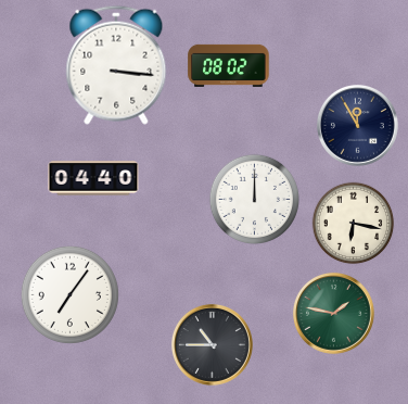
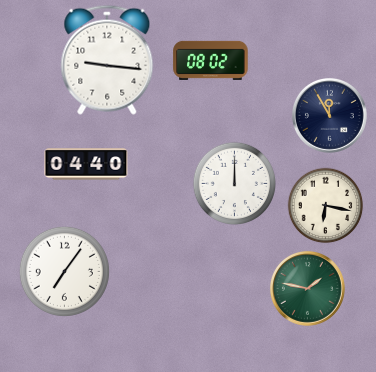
clock at (116, 65): 3:16 -> 9:16
clock at (212, 344): 10:45 -> none
